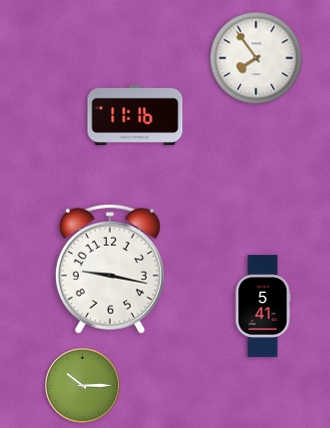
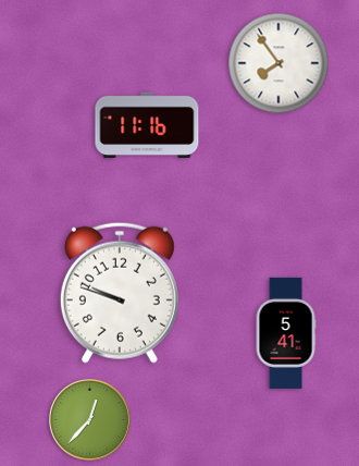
clock at (110, 269): 9:17 -> 9:48
clock at (83, 386): 10:15 -> 12:37
